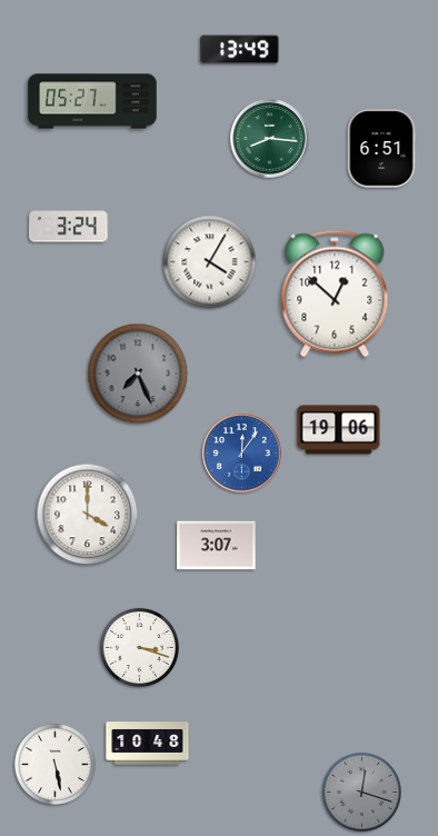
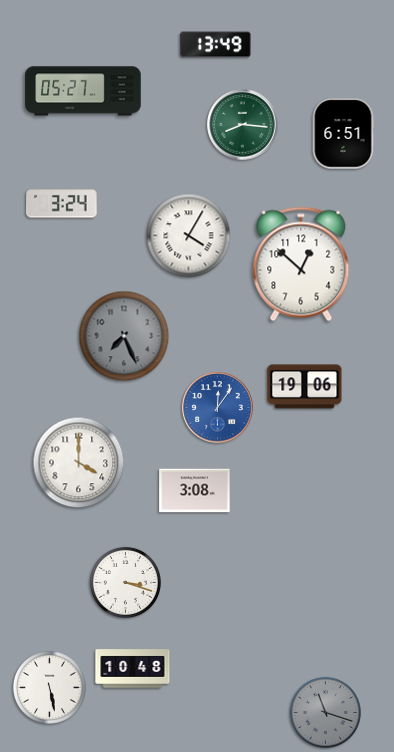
clock at (217, 546): 3:07 -> 3:08
clock at (361, 792): 12:18 -> 11:18
